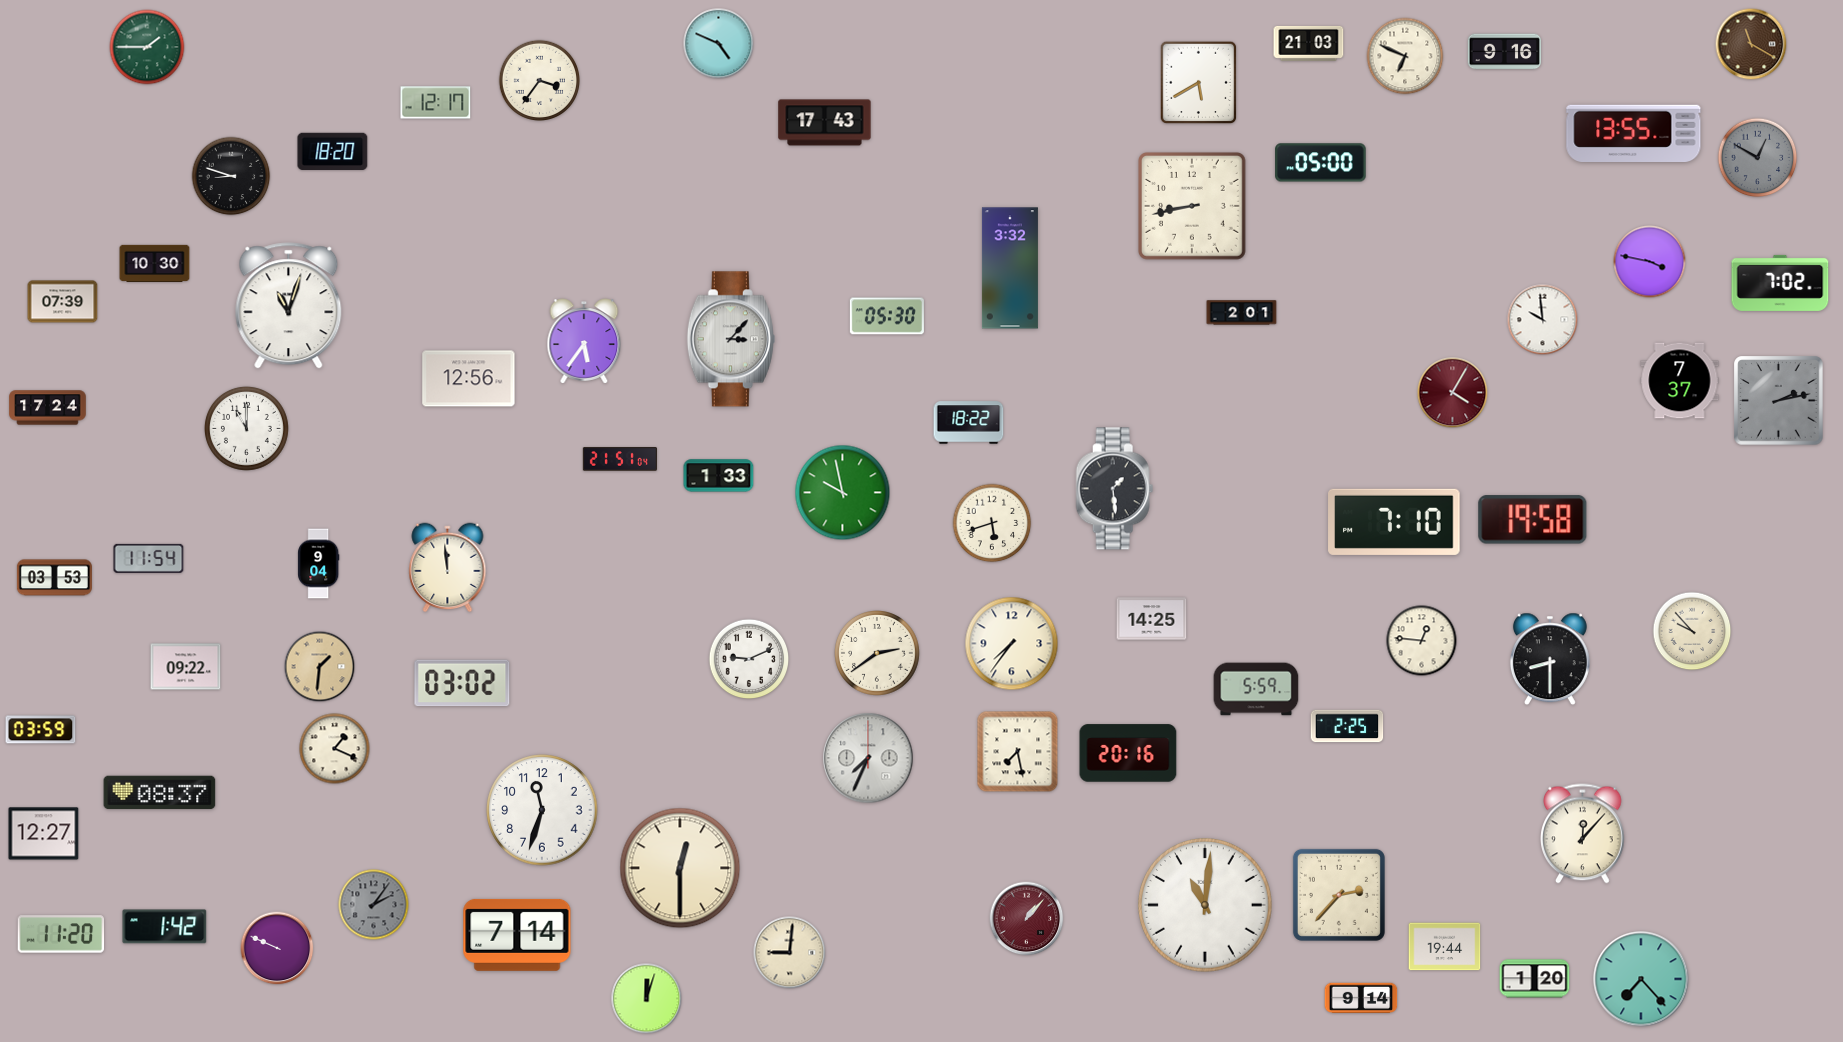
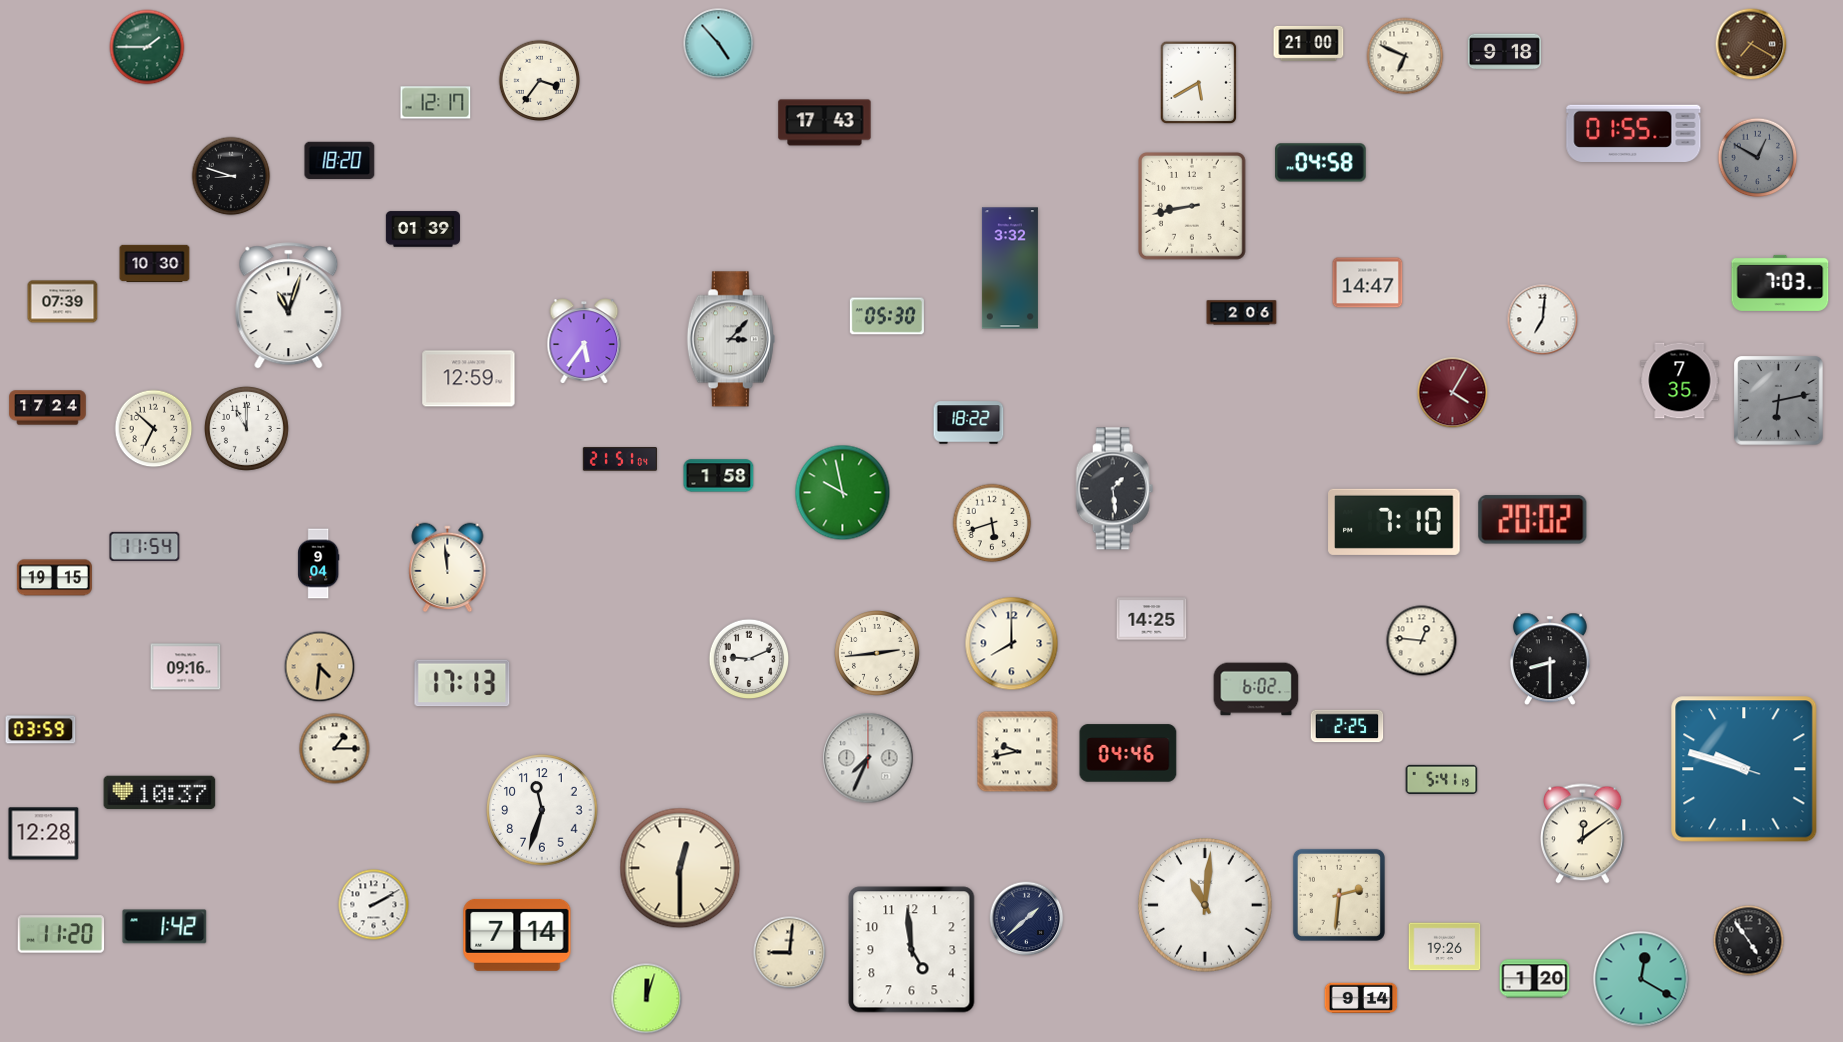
clock at (1309, 43): 21:03 -> 21:00
clock at (719, 44): 4:49 -> 4:53
clock at (1751, 44): 11:20 -> 7:20
clock at (1505, 52): 9:16 -> 9:18
clock at (1634, 133): 13:55 -> 01:55
clock at (333, 151) position: (333, 151) -> (340, 160)
clock at (1321, 163): 05:00 -> 04:58
clock at (423, 229): none -> 01:39
clock at (1650, 262): 3:47 -> none
clock at (1368, 283): none -> 14:47
clock at (1780, 283): 7:02 -> 7:03
clock at (1242, 313): 2:01 -> 2:06
clock at (1543, 320): 9:59 -> 7:01
clock at (469, 379): 12:56 -> 12:59
clock at (1680, 381): 7:37 -> 7:35
clock at (1779, 401): 2:13 -> 6:13
clock at (154, 429): none -> 6:52
clock at (719, 476): 1:33 -> 1:58
clock at (1533, 520): 19:58 -> 20:02
clock at (149, 558) position: (149, 558) -> (145, 546)
clock at (54, 578): 03:53 -> 19:15
clock at (1692, 631): 9:53 -> none
clock at (1012, 644): 7:36 -> 8:00
clock at (878, 654): 2:39 -> 2:44
clock at (186, 667): 09:22 -> 09:16
clock at (320, 667): 1:31 -> 4:31
clock at (462, 683): 03:02 -> 17:13
clock at (1256, 689): 5:59 -> 6:02
clock at (335, 749): 1:19 -> 1:15
clock at (1018, 752): 7:28 -> 9:43
clock at (1128, 753): 20:16 -> 04:46
clock at (1744, 769): none -> 9:47
clock at (1442, 779): none -> 5:41
clock at (160, 793): 08:37 -> 10:37
clock at (44, 834): 12:27 -> 12:28
clock at (1583, 834): 12:07 -> 12:09
clock at (1339, 895): 2:37 -> 2:31
clock at (374, 905): 2:06 -> 2:10
clock at (374, 905) dial: grey -> white
clock at (1027, 919): 1:07 -> 1:38
clock at (1027, 919) dial: burgundy -> navy
clock at (1749, 941): none -> 4:54
clock at (1445, 947): 19:44 -> 19:26
clock at (277, 948): 9:49 -> none
clock at (912, 950): none -> 4:59
clock at (1641, 979): 7:23 -> 12:20
